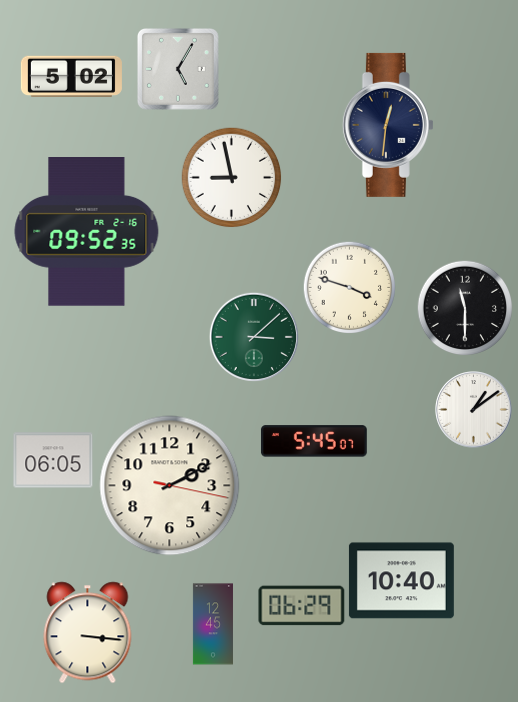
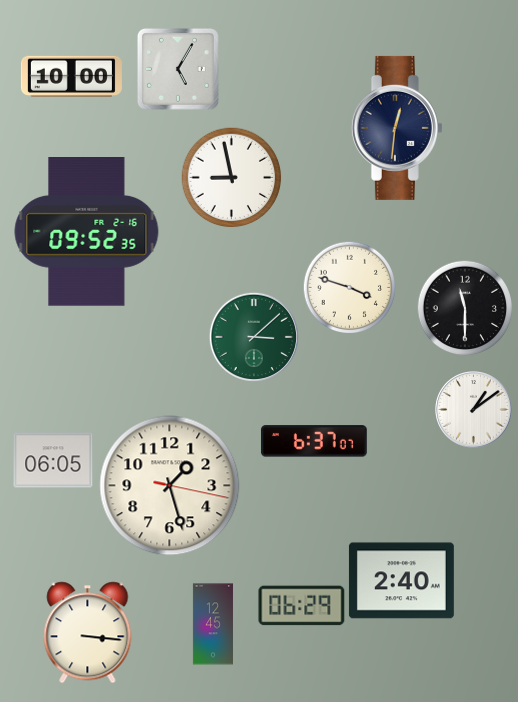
clock at (71, 76): 5:02 -> 10:00
clock at (388, 125) position: (388, 125) -> (397, 128)
clock at (314, 441): 5:45 -> 6:37
clock at (170, 486): 2:10 -> 1:27
clock at (401, 581): 10:40 -> 2:40
